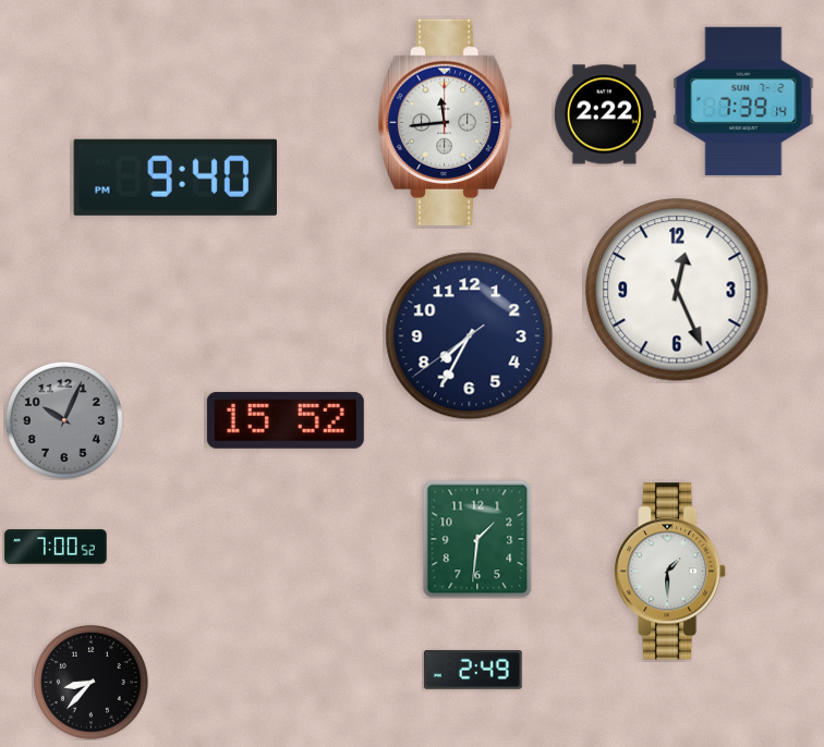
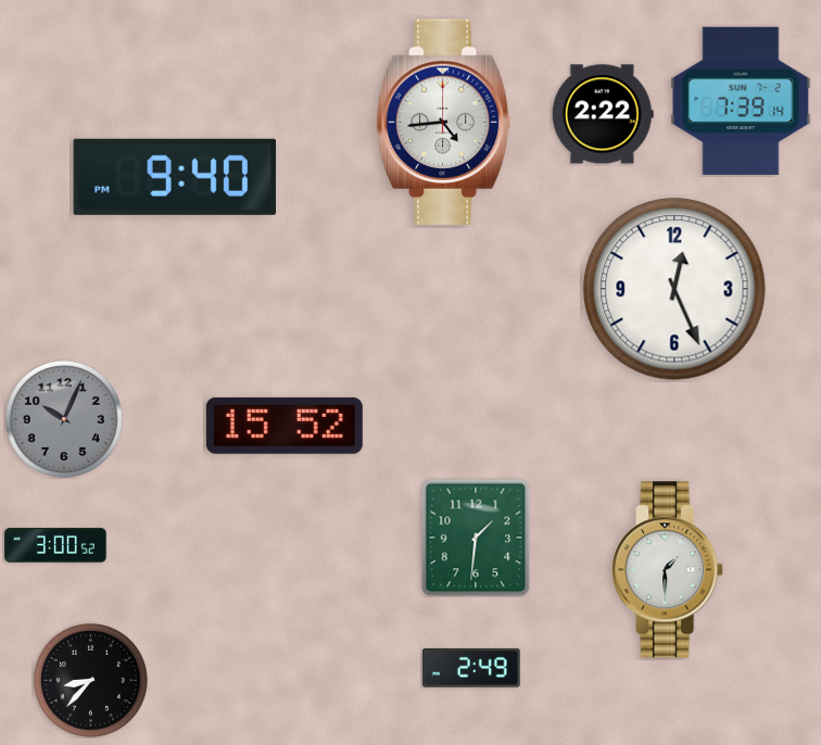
clock at (445, 122): 11:44 -> 4:44
clock at (470, 336): 7:34 -> none
clock at (286, 420) position: (286, 420) -> (285, 426)
clock at (56, 547): 7:00 -> 3:00
